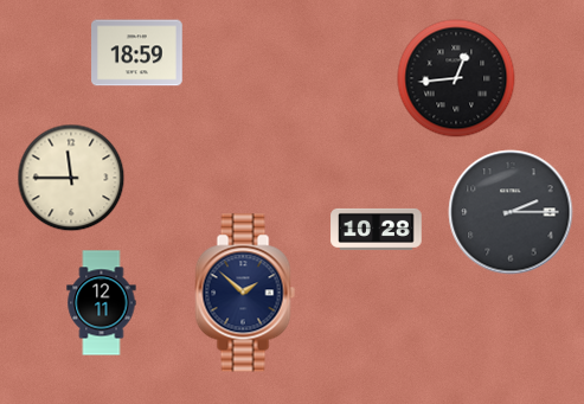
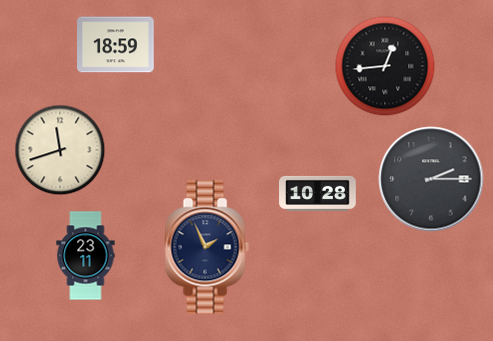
clock at (71, 178): 11:45 -> 11:42
clock at (245, 293): 1:52 -> 1:56
clock at (102, 303): 12:11 -> 23:11
